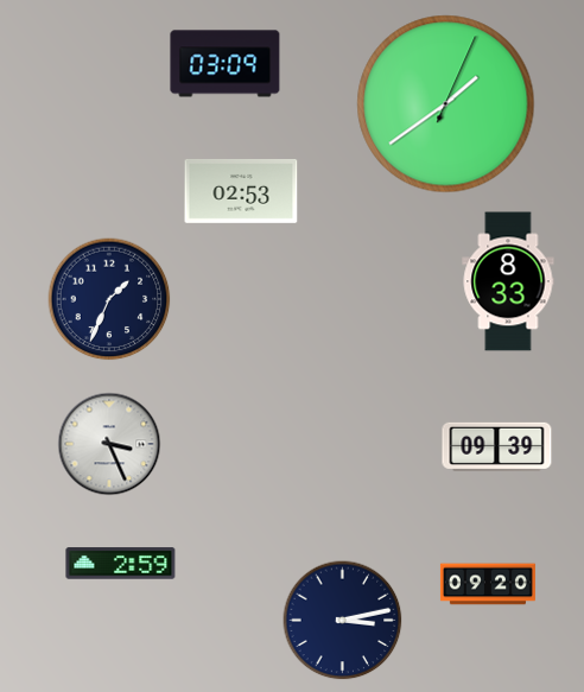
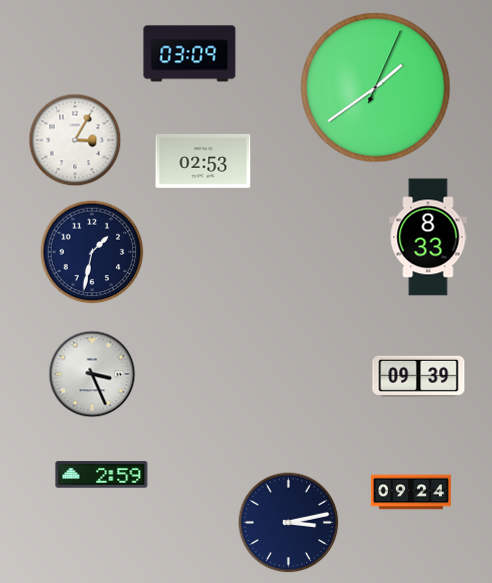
clock at (75, 140): none -> 3:05
clock at (109, 299): 1:34 -> 1:32
clock at (488, 584): 09:20 -> 09:24
